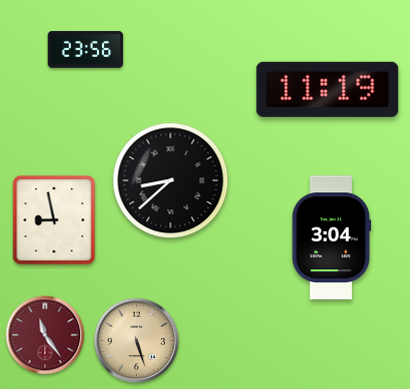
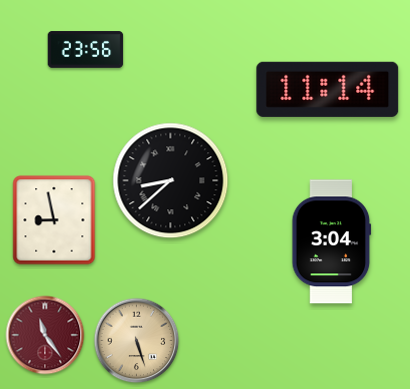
clock at (328, 89): 11:19 -> 11:14
clock at (332, 238) position: (332, 238) -> (332, 242)
